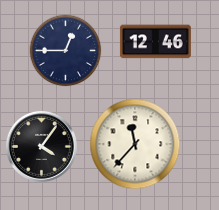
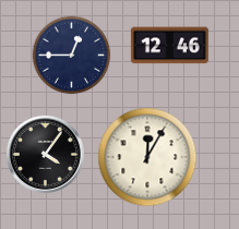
clock at (135, 144): 11:37 -> 12:05
clock at (41, 146) position: (41, 146) -> (45, 154)
